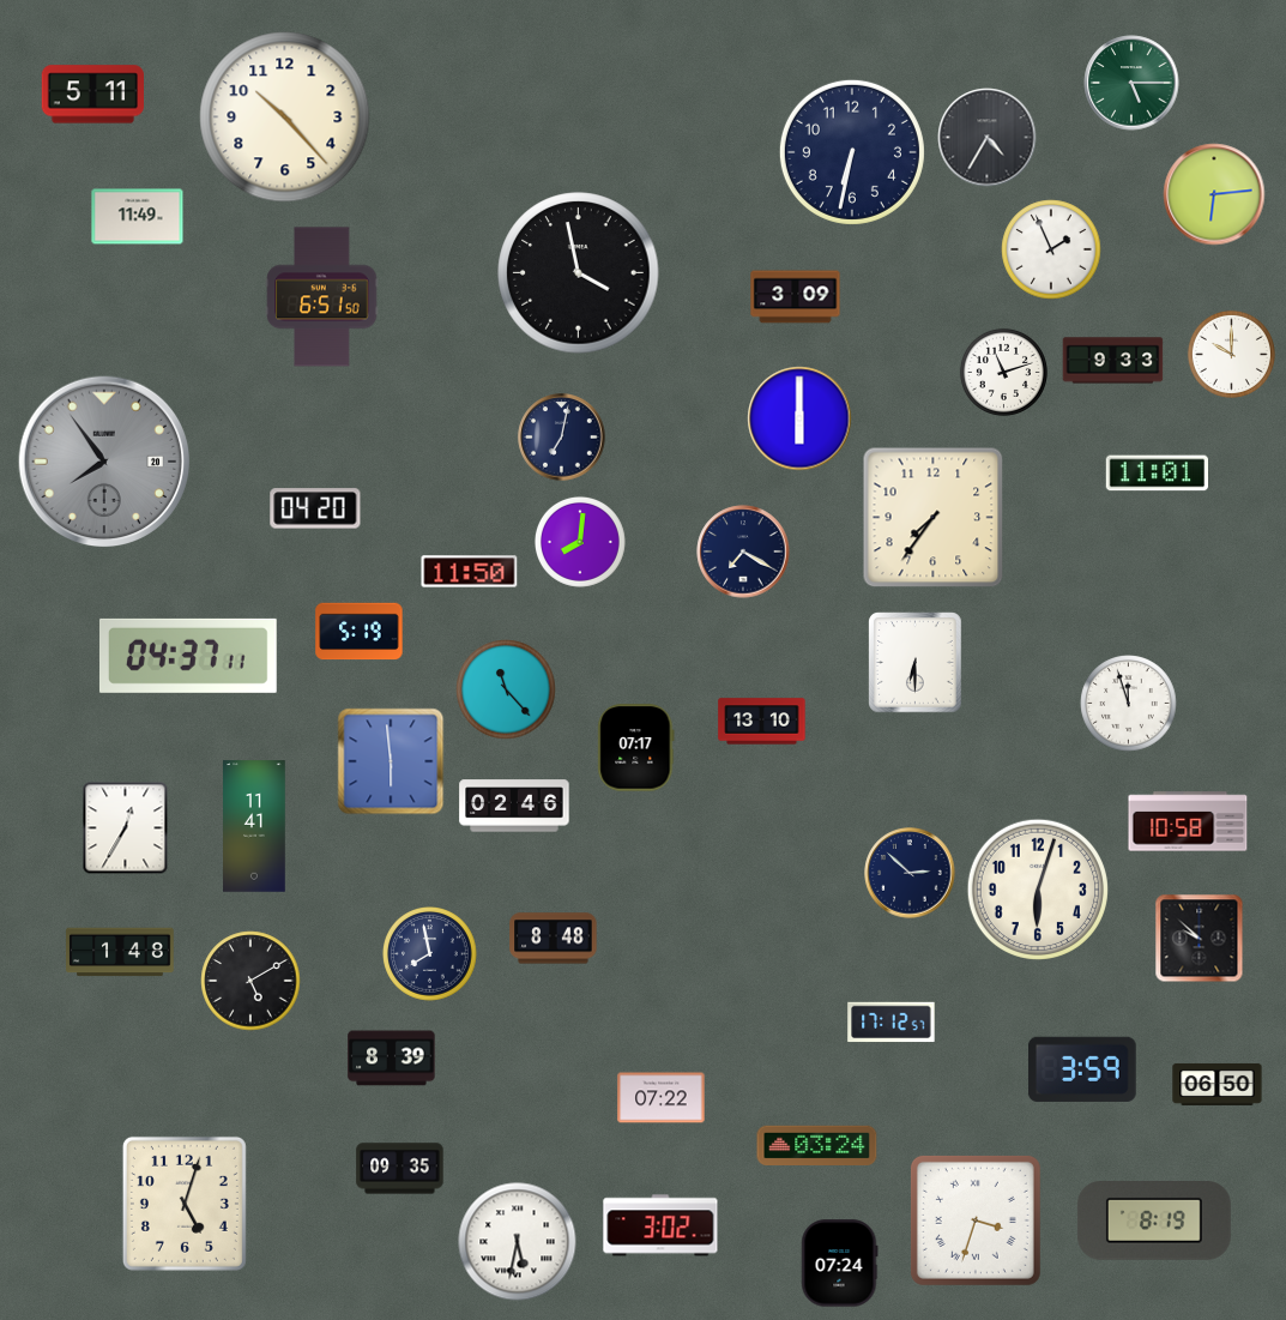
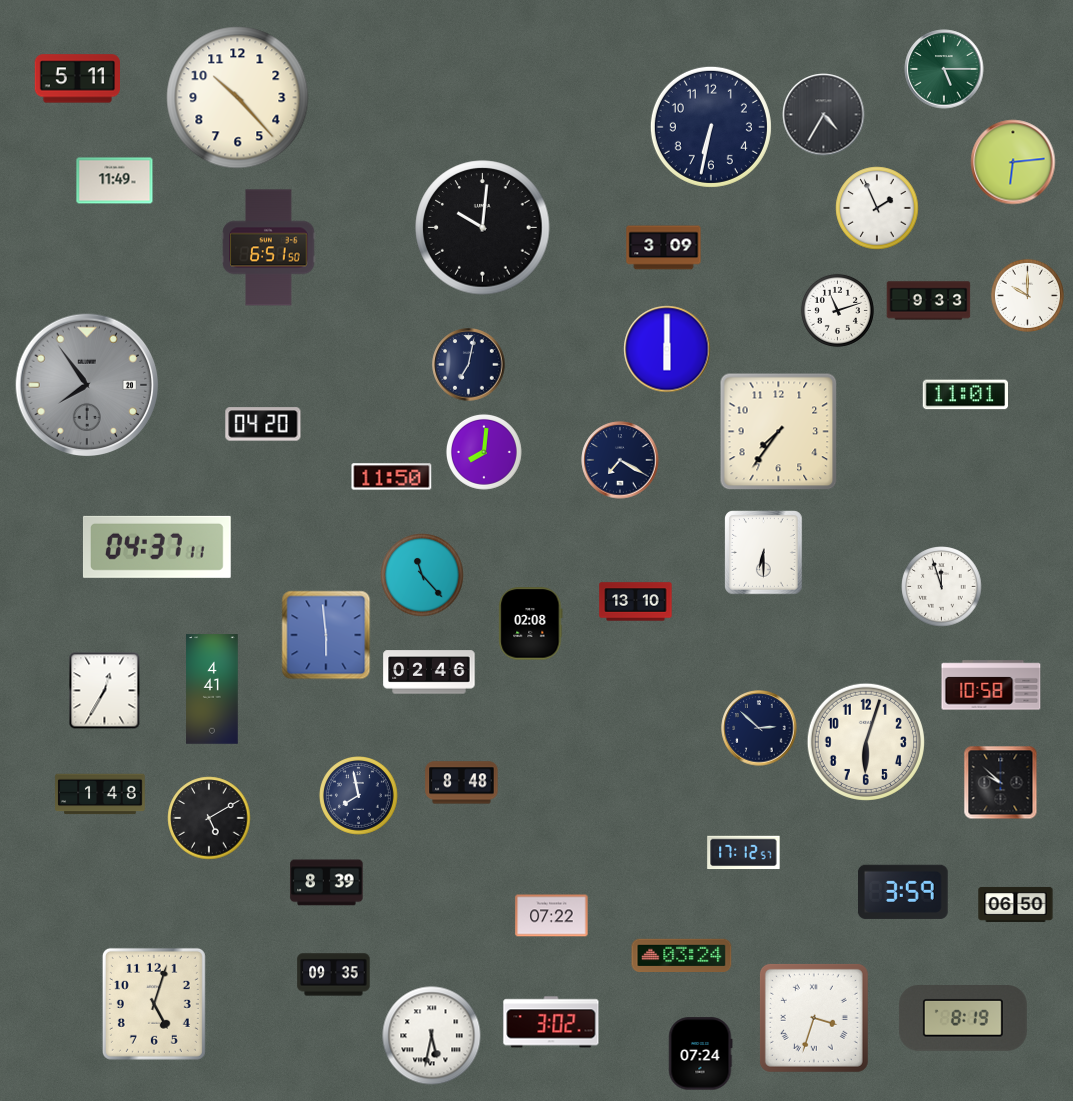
clock at (579, 273): 3:58 -> 10:01
clock at (360, 632): 5:19 -> none
clock at (636, 748): 07:17 -> 02:08
clock at (254, 826): 11:41 -> 4:41
